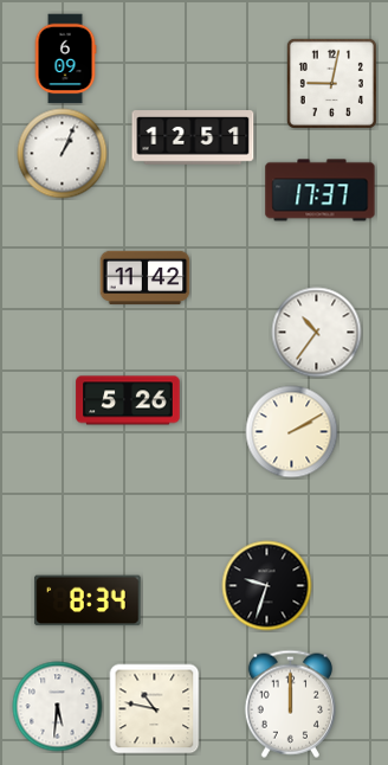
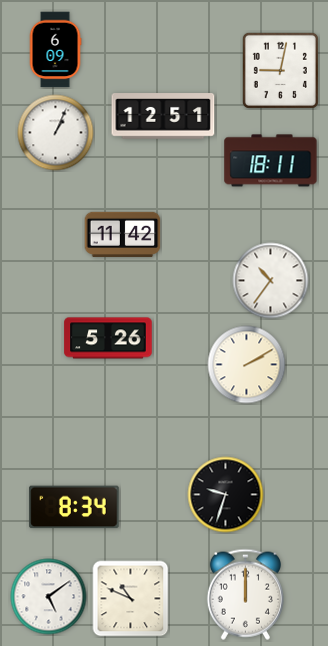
clock at (63, 154) position: (63, 154) -> (56, 133)
clock at (321, 191): 17:37 -> 18:11
clock at (317, 333) position: (317, 333) -> (271, 281)
clock at (58, 707): 5:31 -> 5:09
clock at (155, 709): 10:47 -> 10:49
